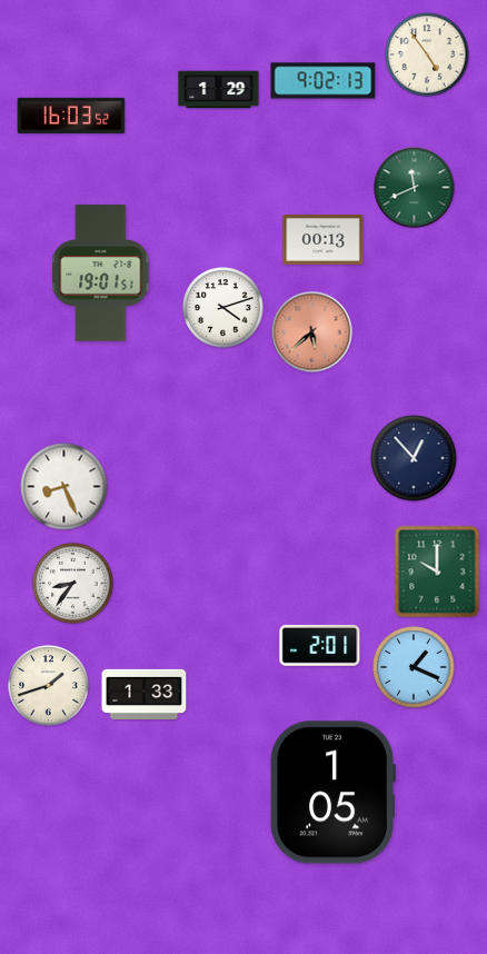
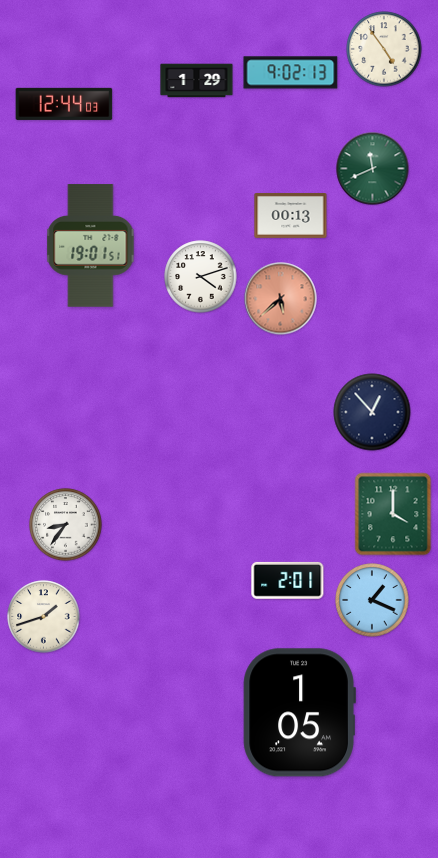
clock at (71, 116): 16:03 -> 12:44
clock at (64, 487): 8:26 -> none
clock at (437, 572): 10:00 -> 4:00
clock at (145, 694): 1:33 -> none
